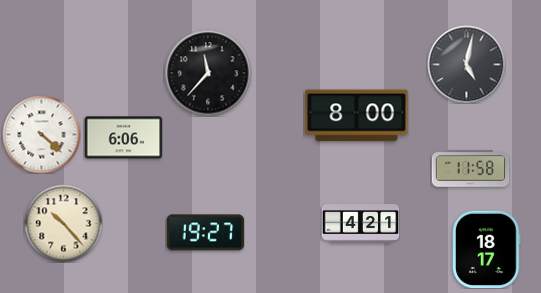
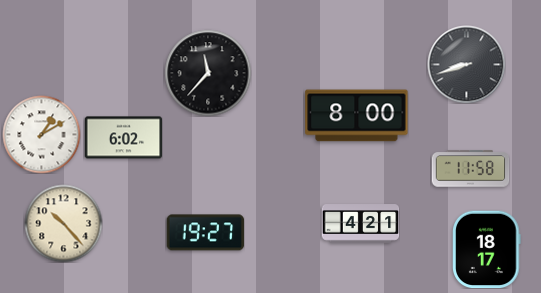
clock at (466, 64): 5:02 -> 8:42
clock at (41, 134): 4:22 -> 1:10
clock at (123, 138): 6:06 -> 6:02
